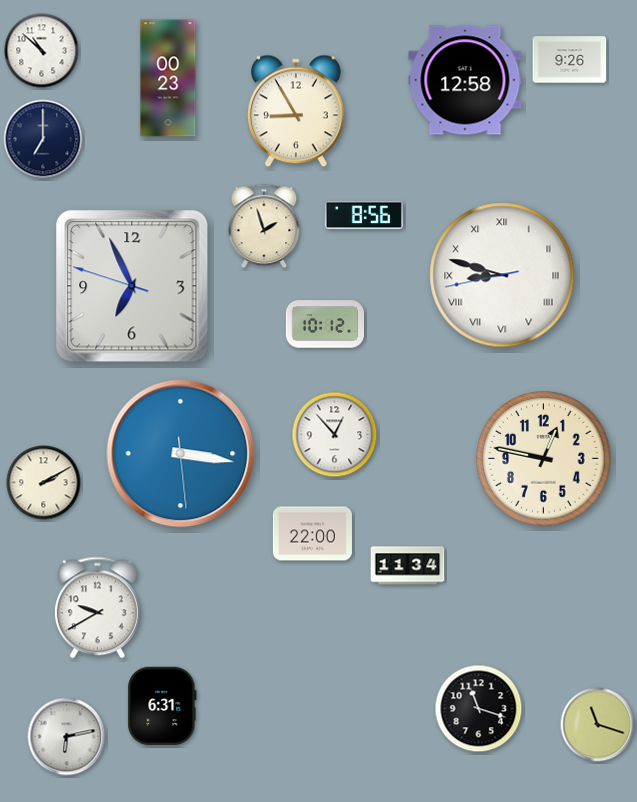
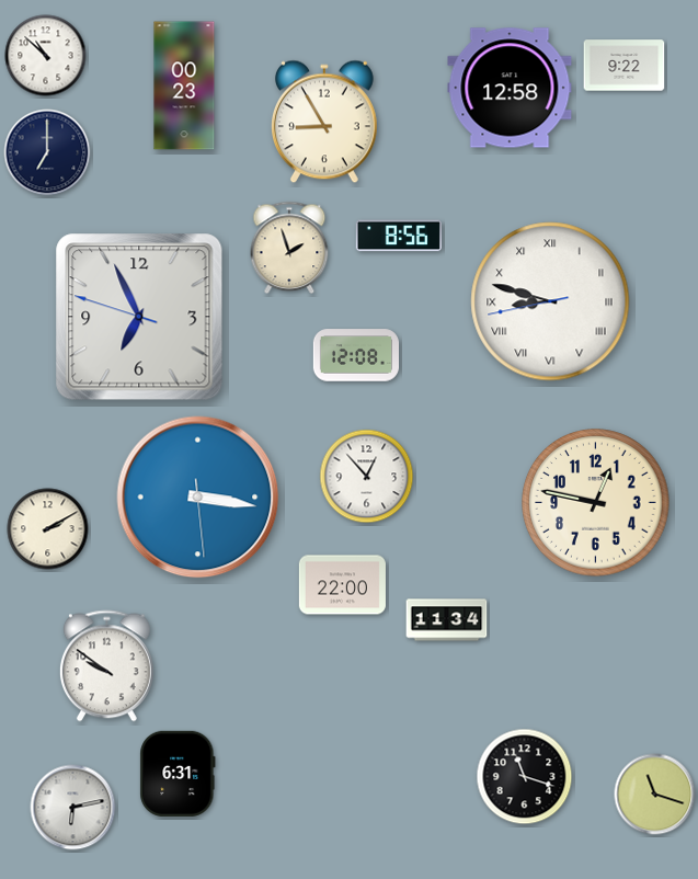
clock at (570, 60): 9:26 -> 9:22
clock at (132, 286) position: (132, 286) -> (139, 317)
clock at (324, 324): 10:12 -> 12:08
clock at (97, 608): 9:40 -> 9:51
